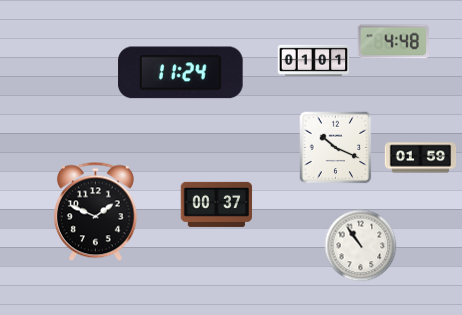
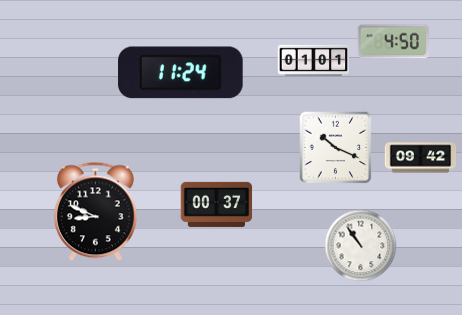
clock at (394, 42): 4:48 -> 4:50
clock at (421, 158): 01:59 -> 09:42
clock at (95, 212): 1:49 -> 8:49
